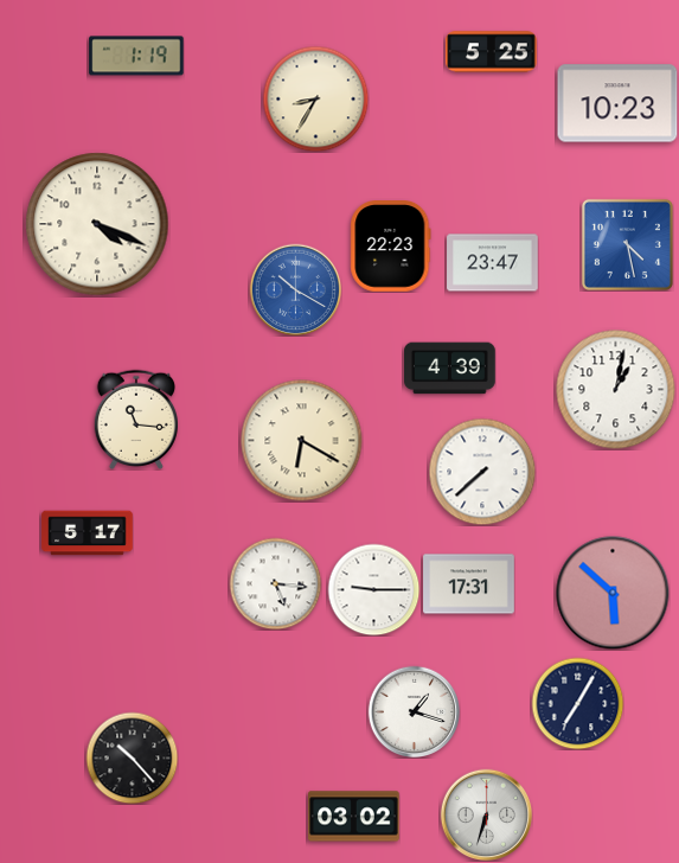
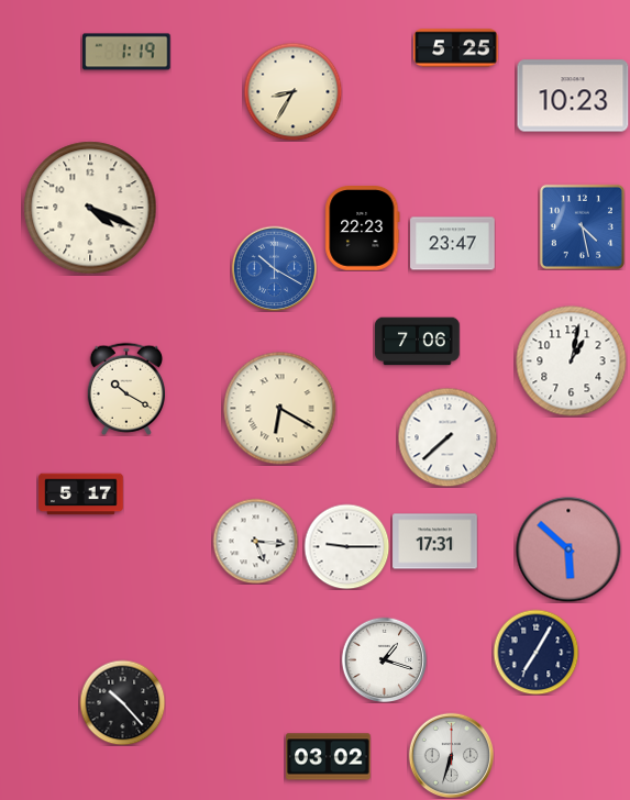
clock at (493, 263) position: (493, 263) -> (453, 244)
clock at (450, 369): 4:39 -> 7:06
clock at (135, 420): 11:16 -> 10:20
